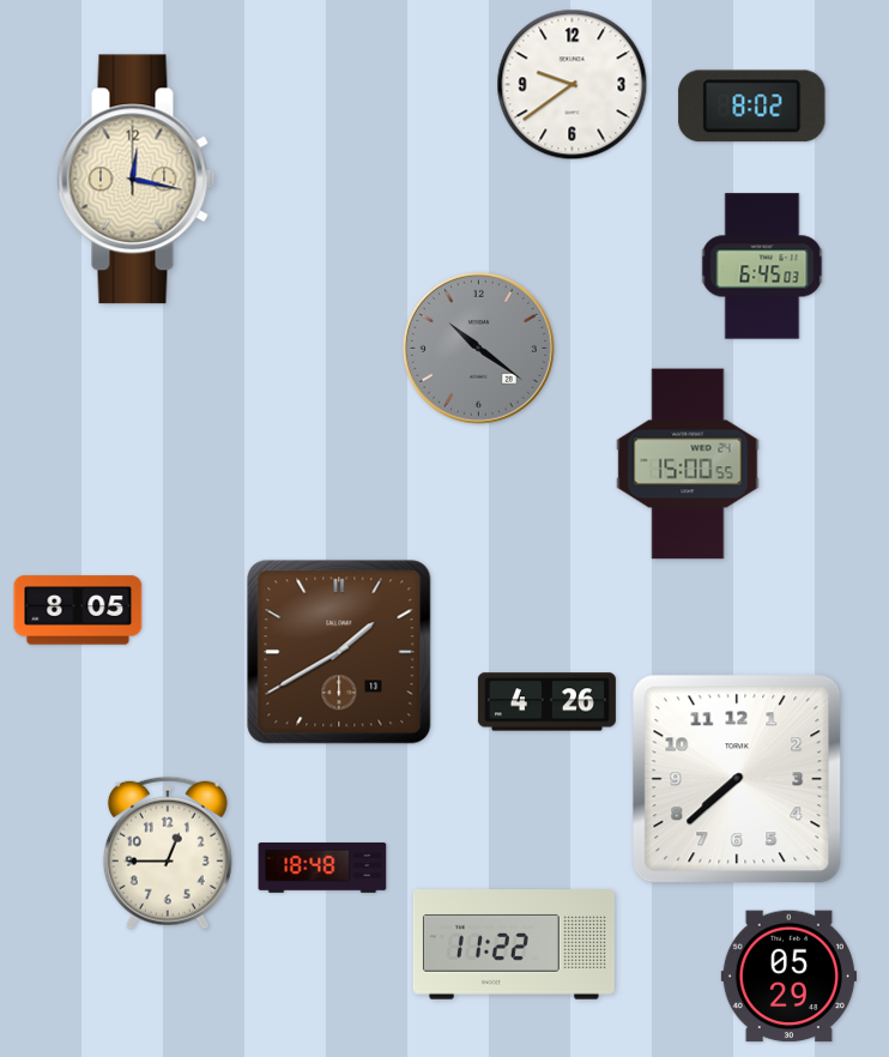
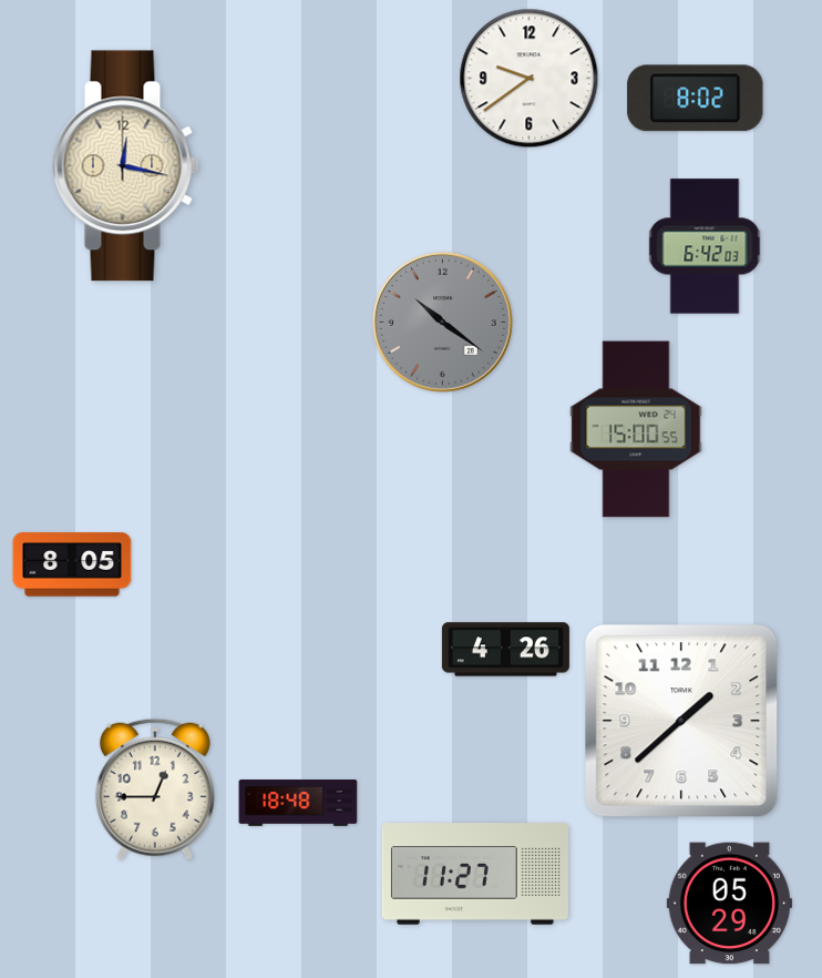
clock at (762, 266): 6:45 -> 6:42
clock at (339, 652): 1:40 -> none
clock at (737, 779): 7:38 -> 1:38
clock at (514, 944): 11:22 -> 11:27
